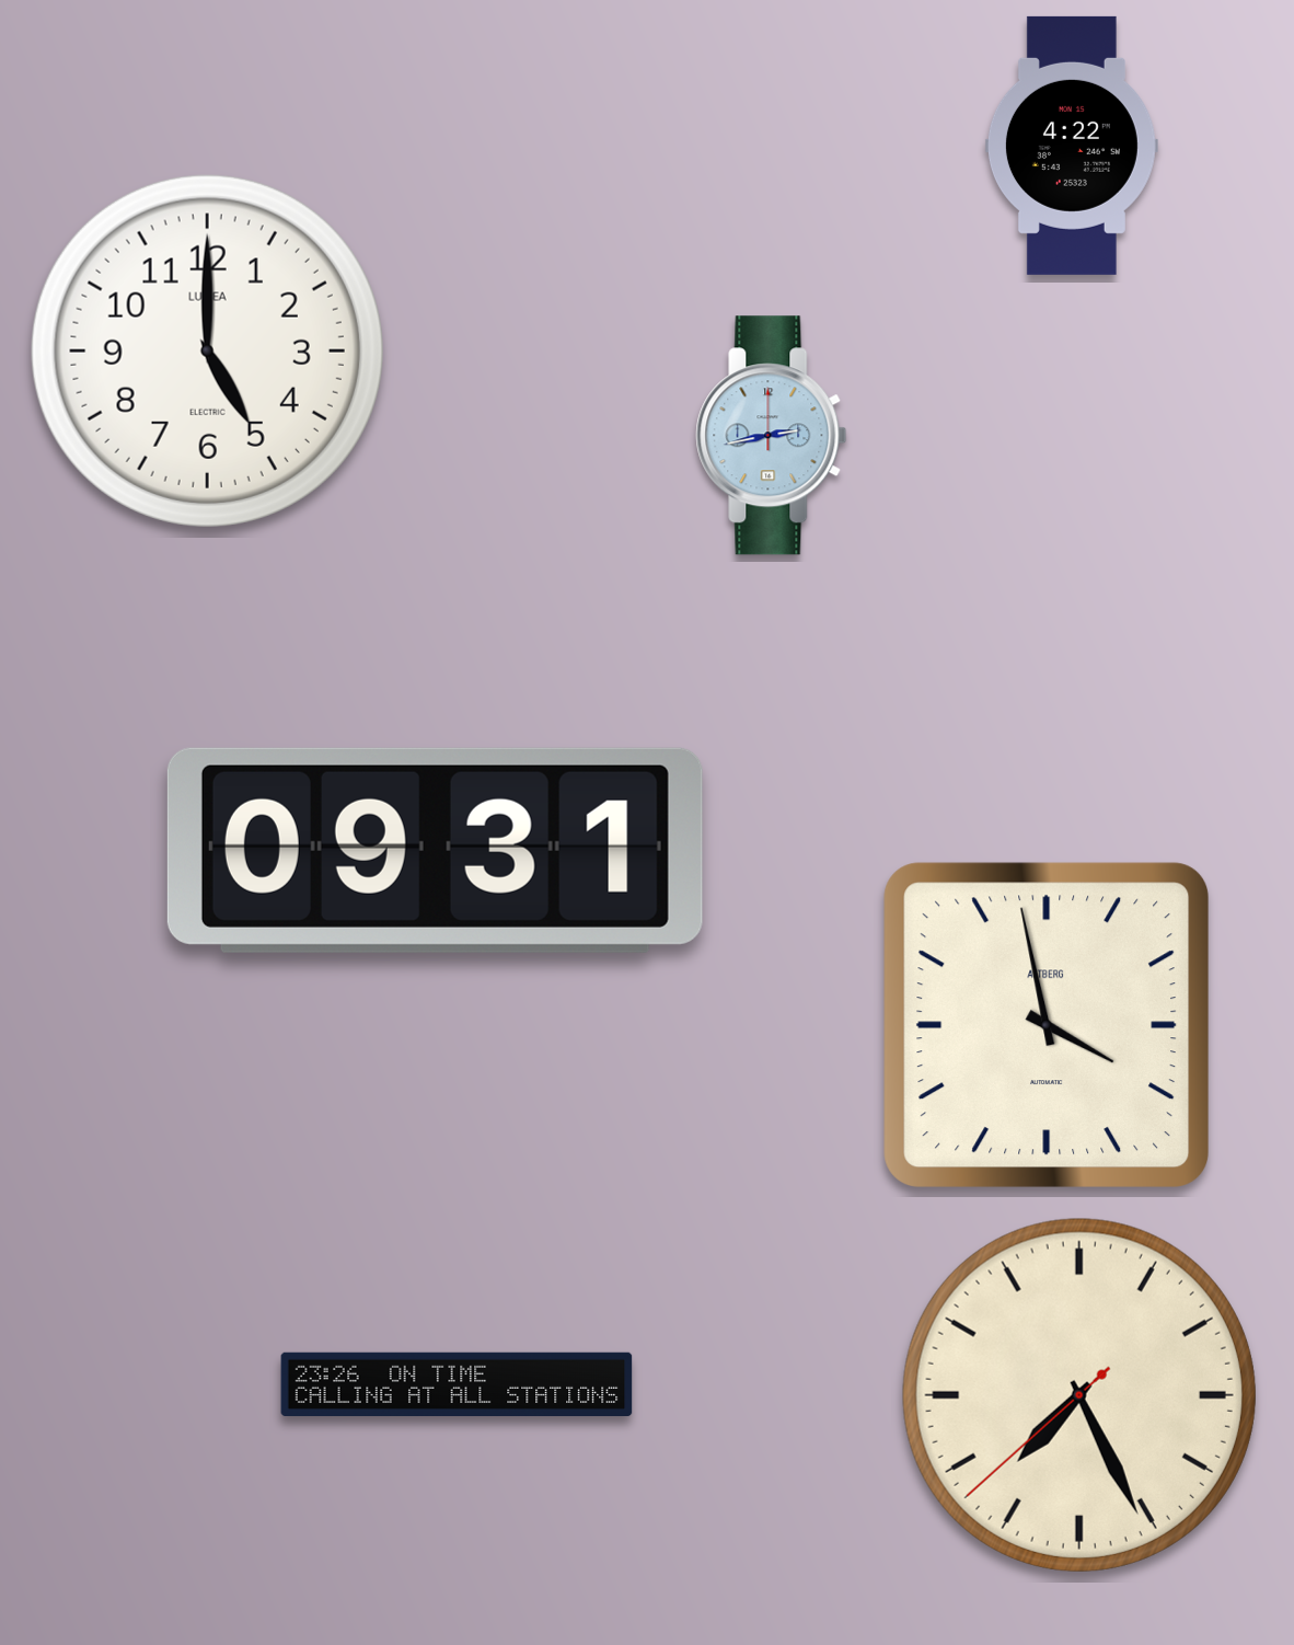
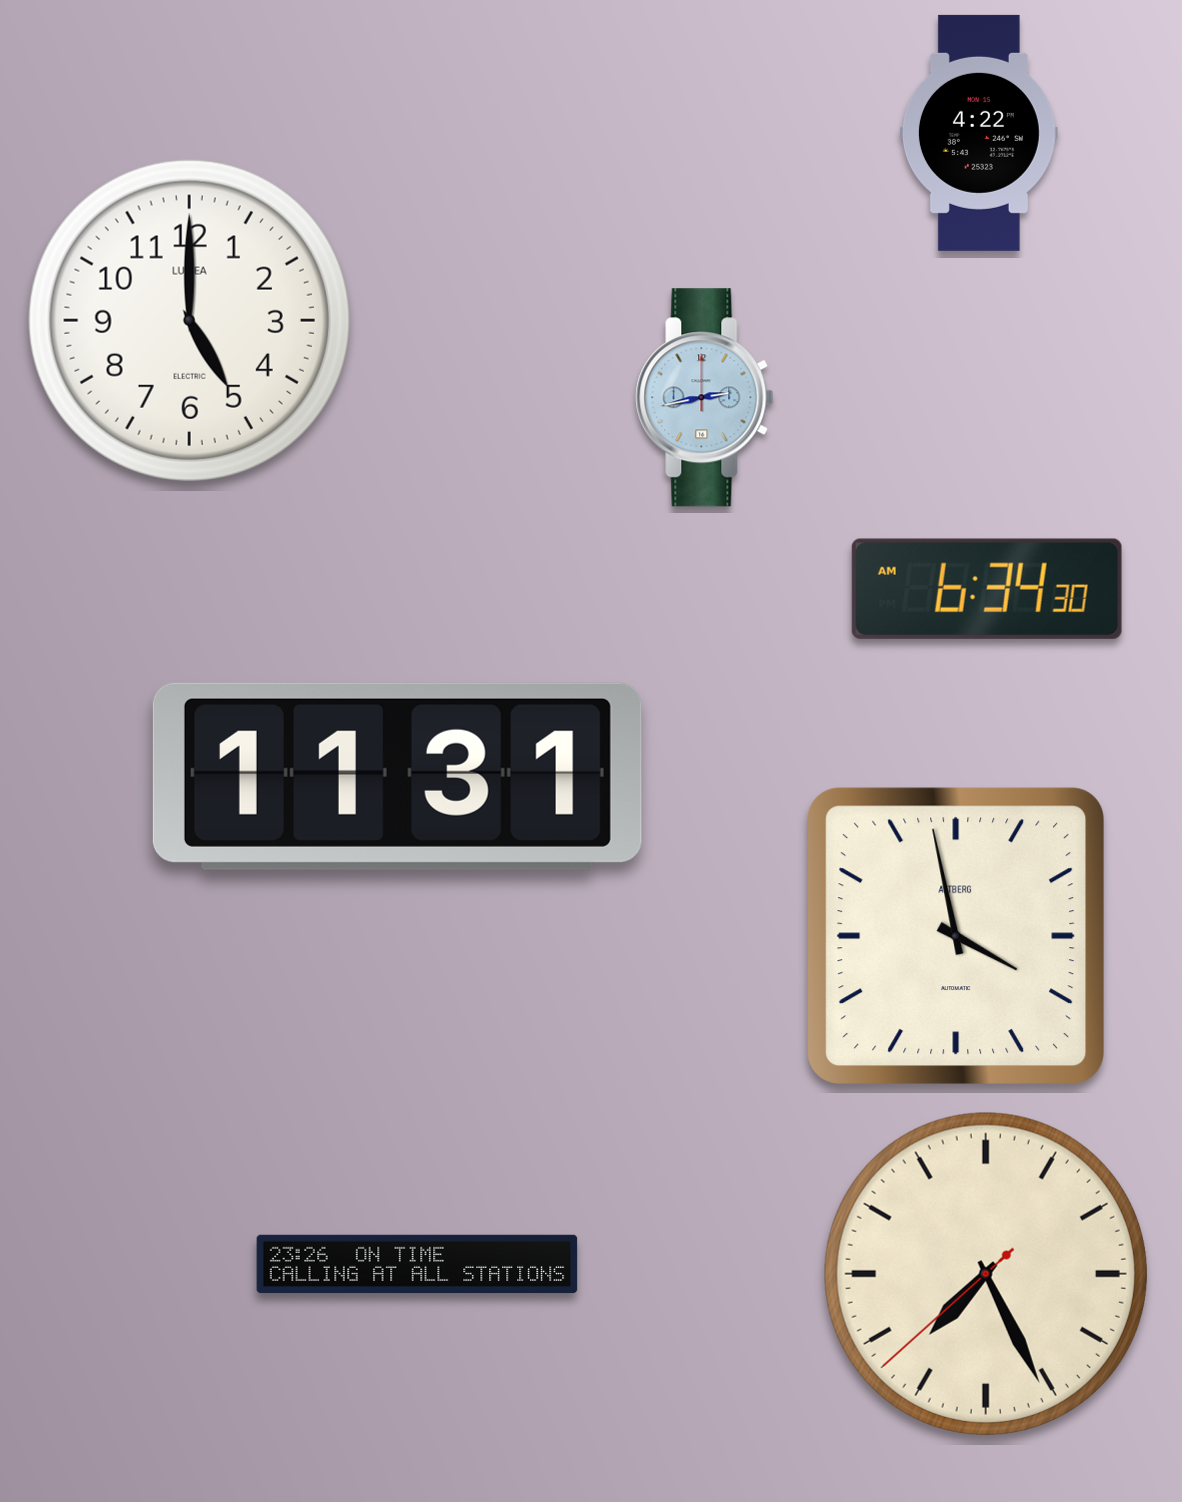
clock at (987, 589): none -> 6:34
clock at (435, 850): 09:31 -> 11:31
